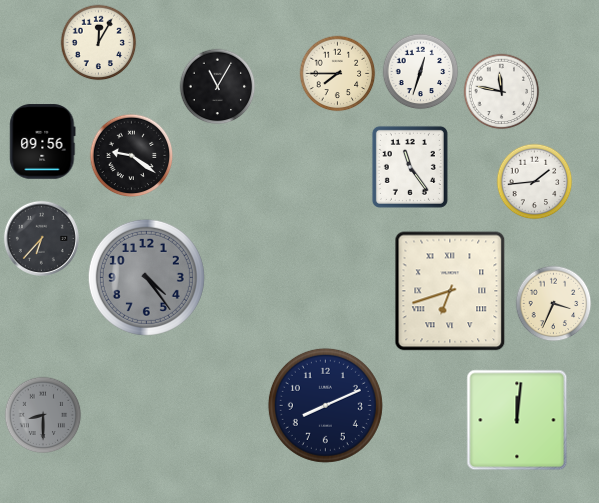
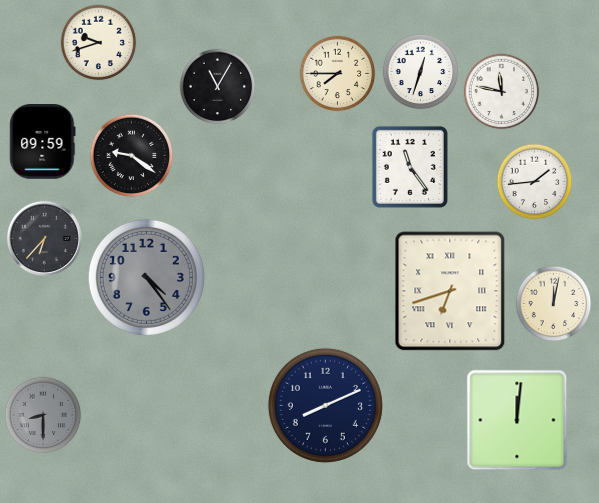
clock at (99, 43): 12:05 -> 9:42
clock at (43, 142): 09:56 -> 09:59
clock at (41, 238) position: (41, 238) -> (44, 238)
clock at (554, 304): 3:34 -> 12:02
